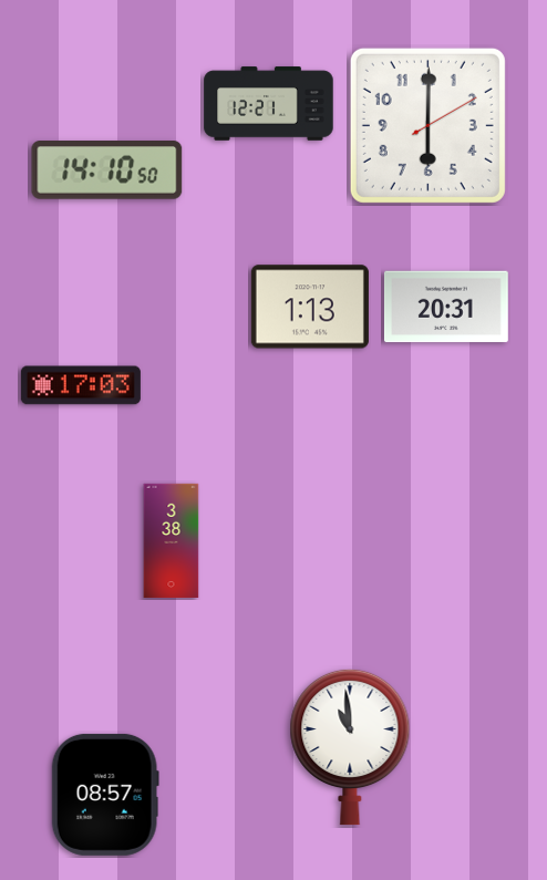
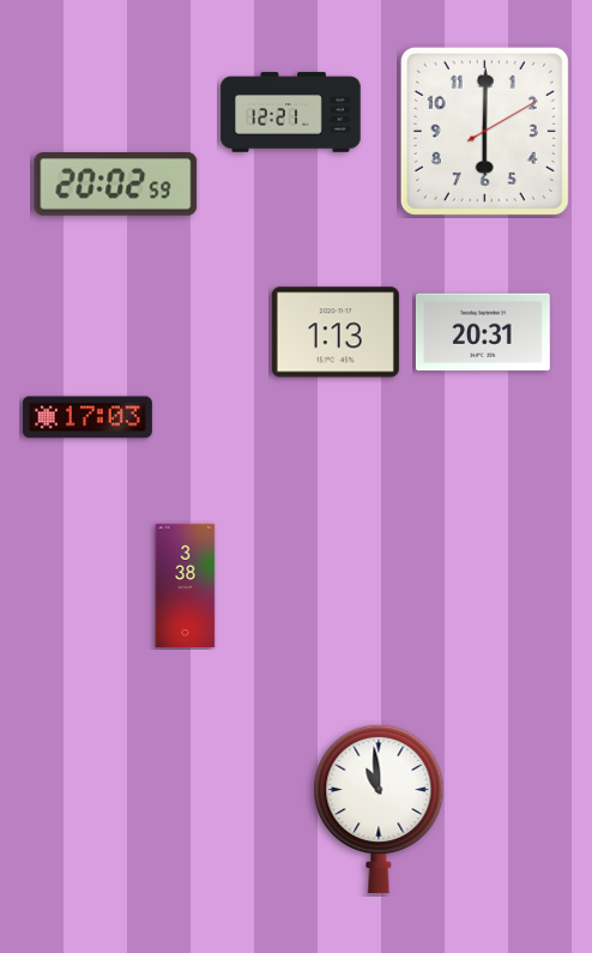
clock at (427, 125) position: (427, 125) -> (484, 131)
clock at (107, 170): 14:10 -> 20:02
clock at (105, 795): 08:57 -> none
